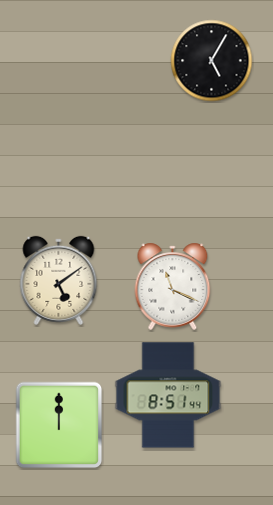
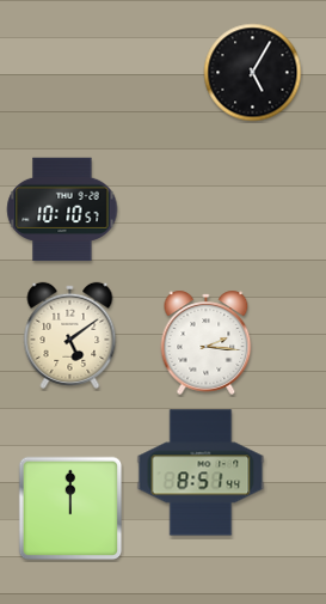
clock at (62, 209): none -> 10:10
clock at (173, 286): 11:19 -> 2:16
